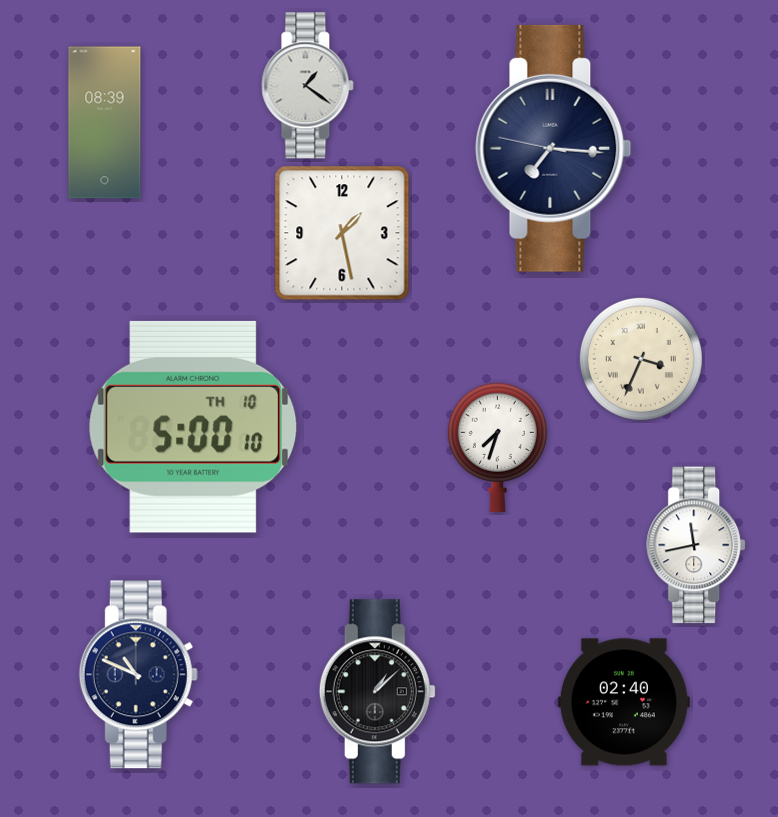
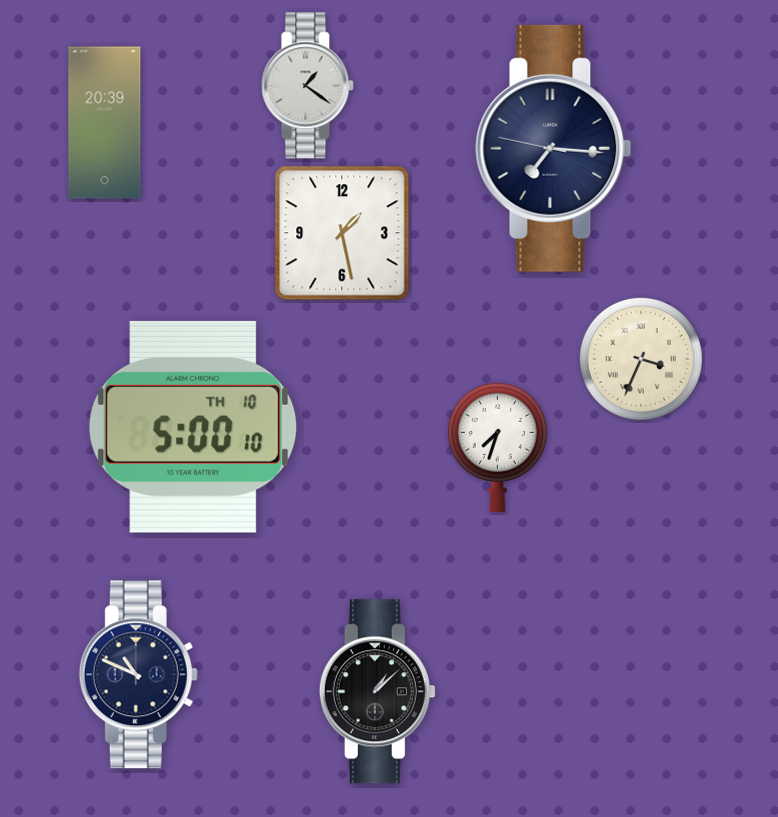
clock at (105, 123): 08:39 -> 20:39
clock at (697, 545): 11:43 -> none
clock at (624, 702): 02:40 -> none
